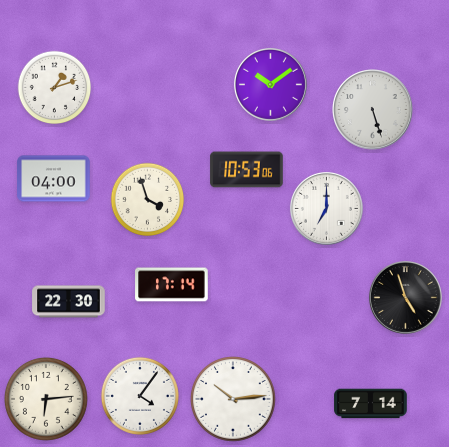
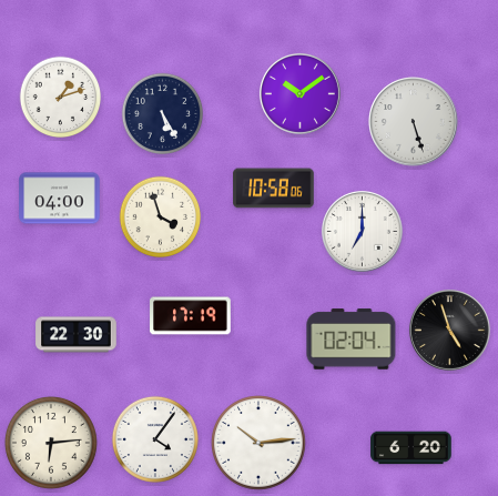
clock at (163, 114): none -> 5:25
clock at (247, 170): 10:53 -> 10:58
clock at (148, 200) position: (148, 200) -> (161, 217)
clock at (172, 285): 17:14 -> 17:19
clock at (352, 340): none -> 02:04
clock at (371, 404): 7:14 -> 6:20
